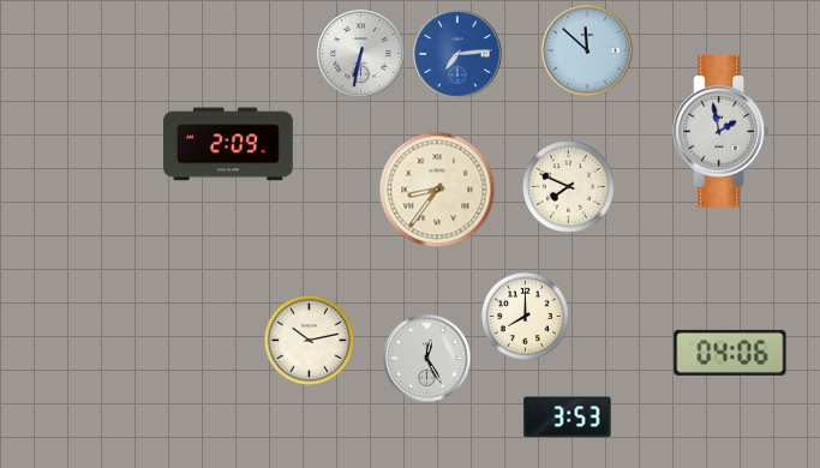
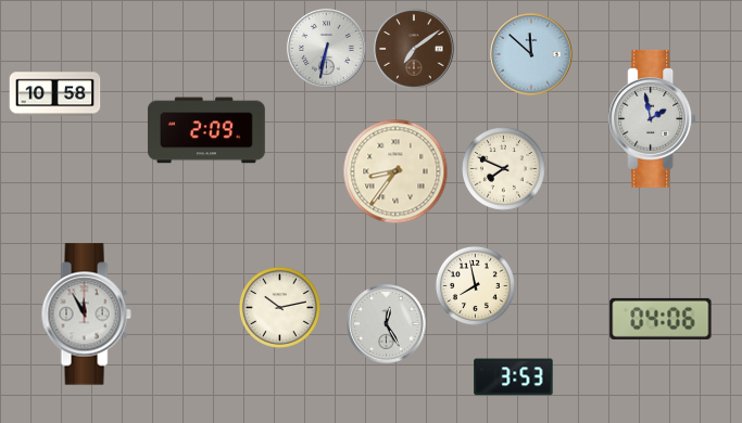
clock at (587, 50) position: (587, 50) -> (531, 54)
clock at (457, 54): 7:14 -> 7:09
clock at (457, 54) dial: blue -> brown
clock at (55, 94): none -> 10:58
clock at (569, 187) position: (569, 187) -> (504, 169)
clock at (525, 316): 8:00 -> 7:58
clock at (86, 315): none -> 11:55
